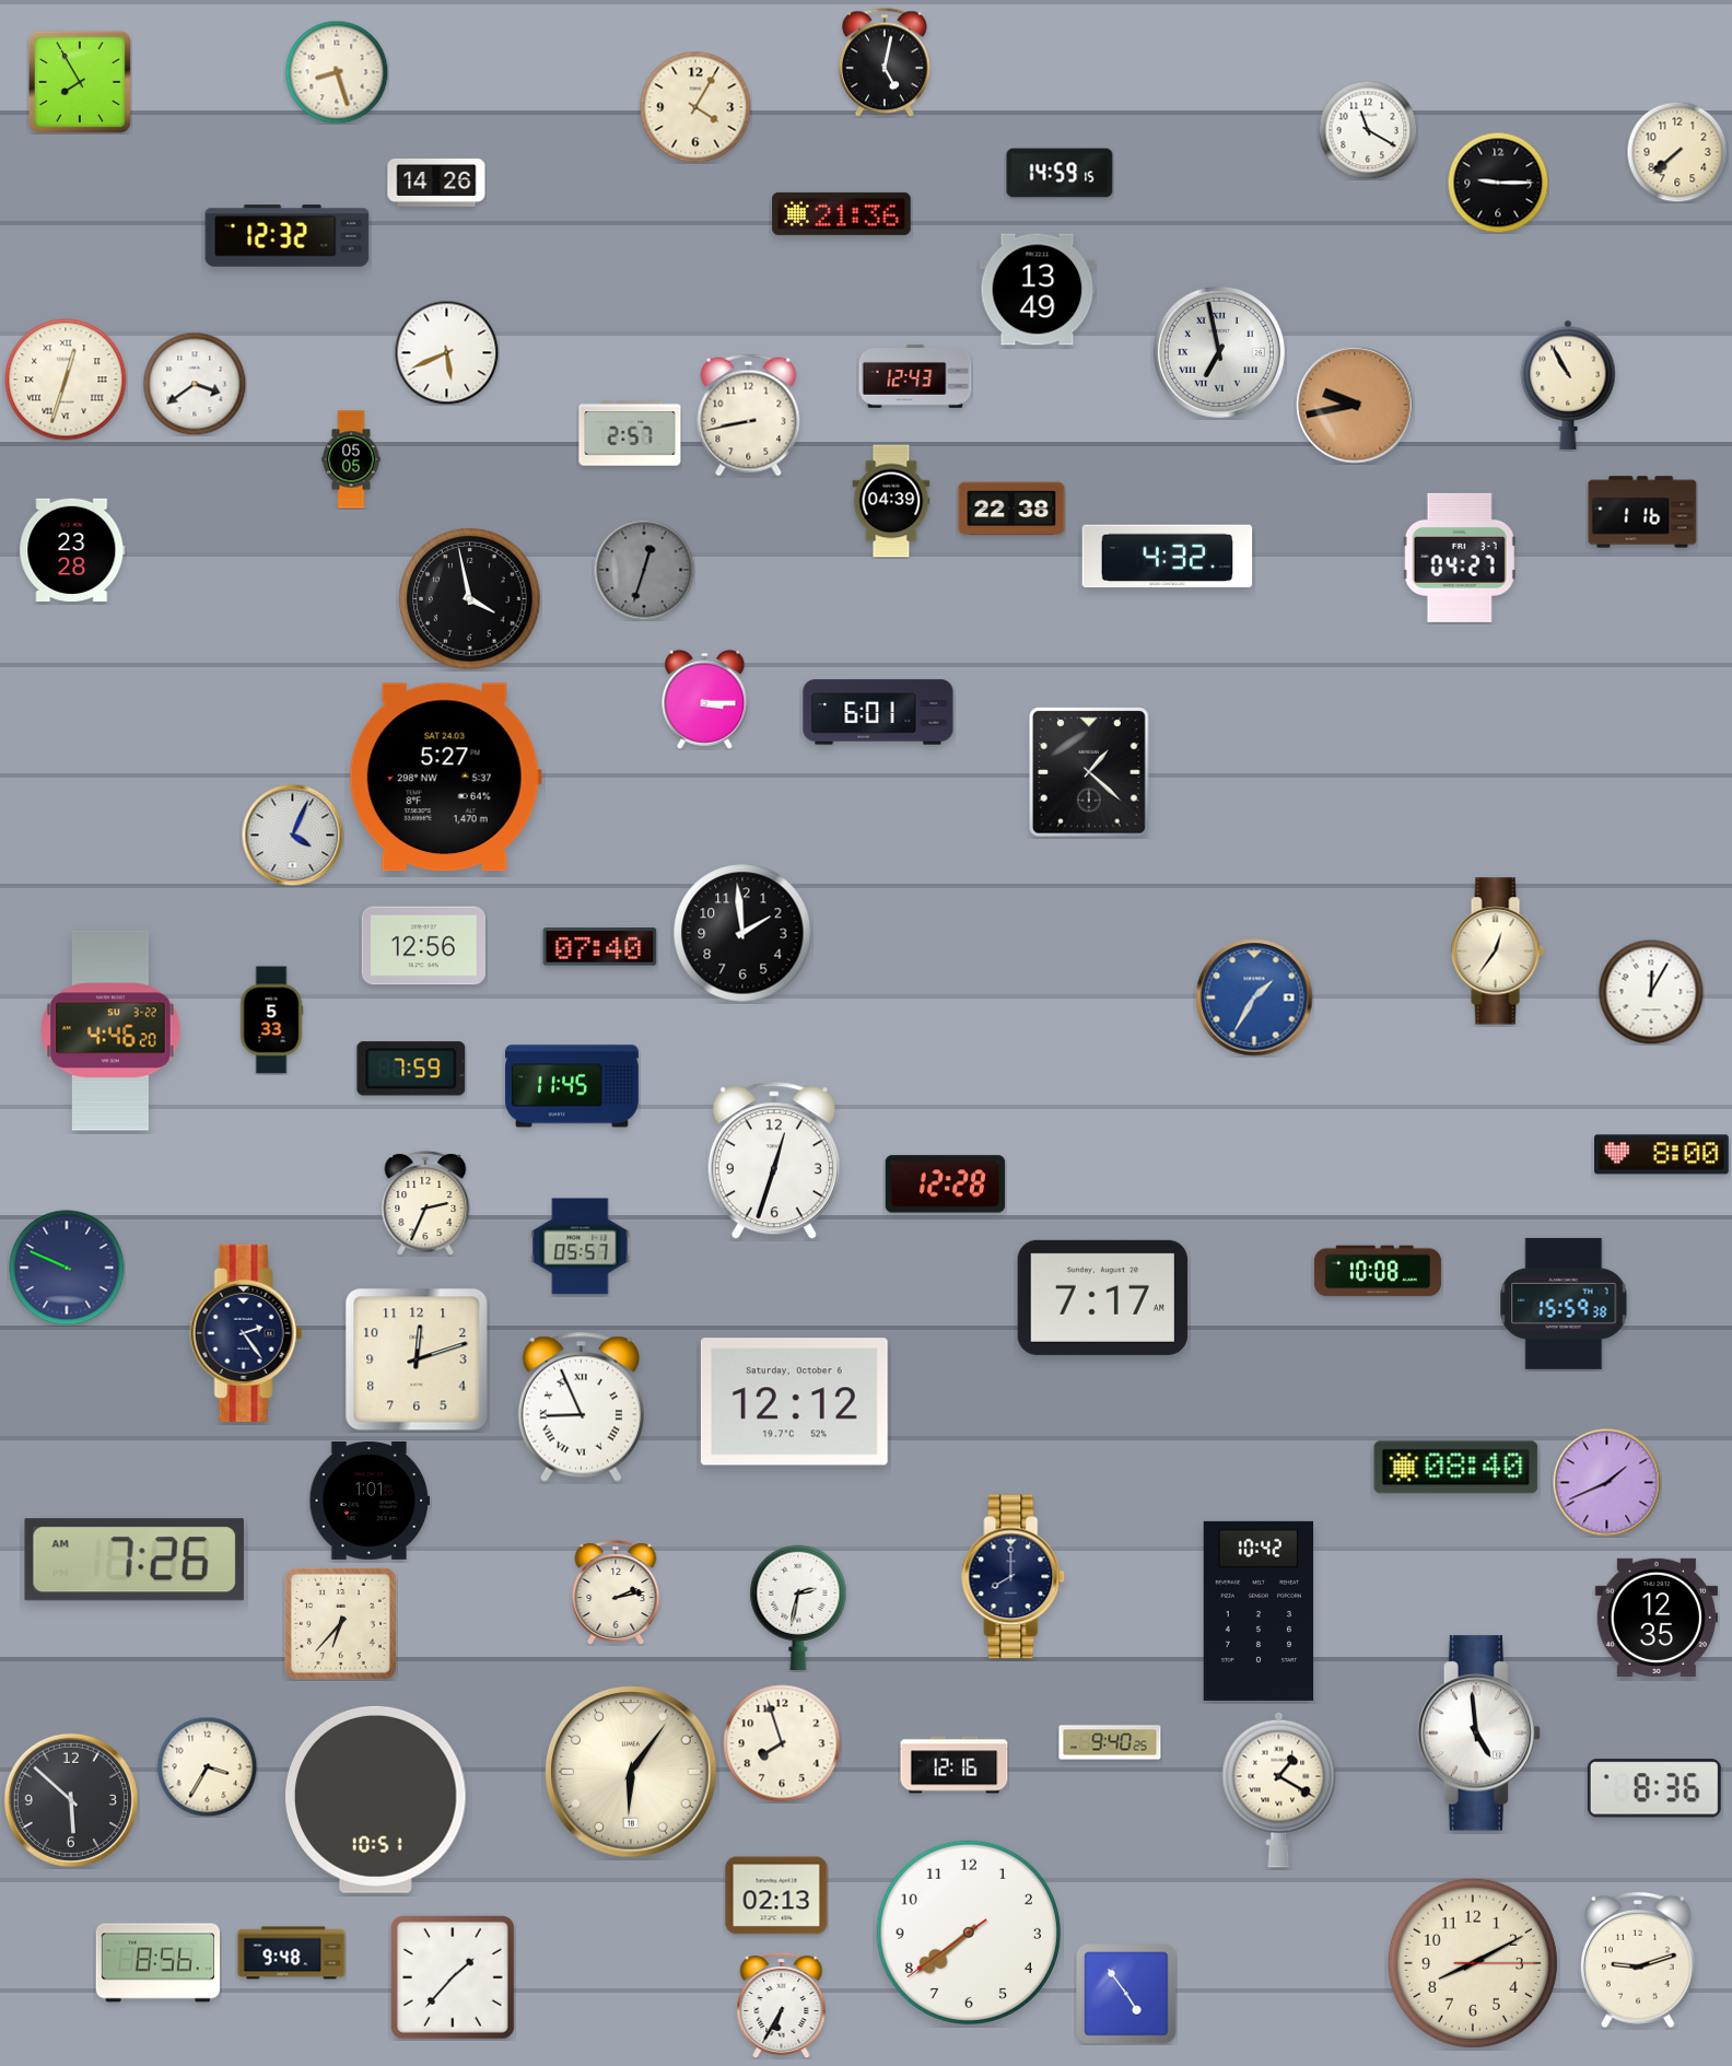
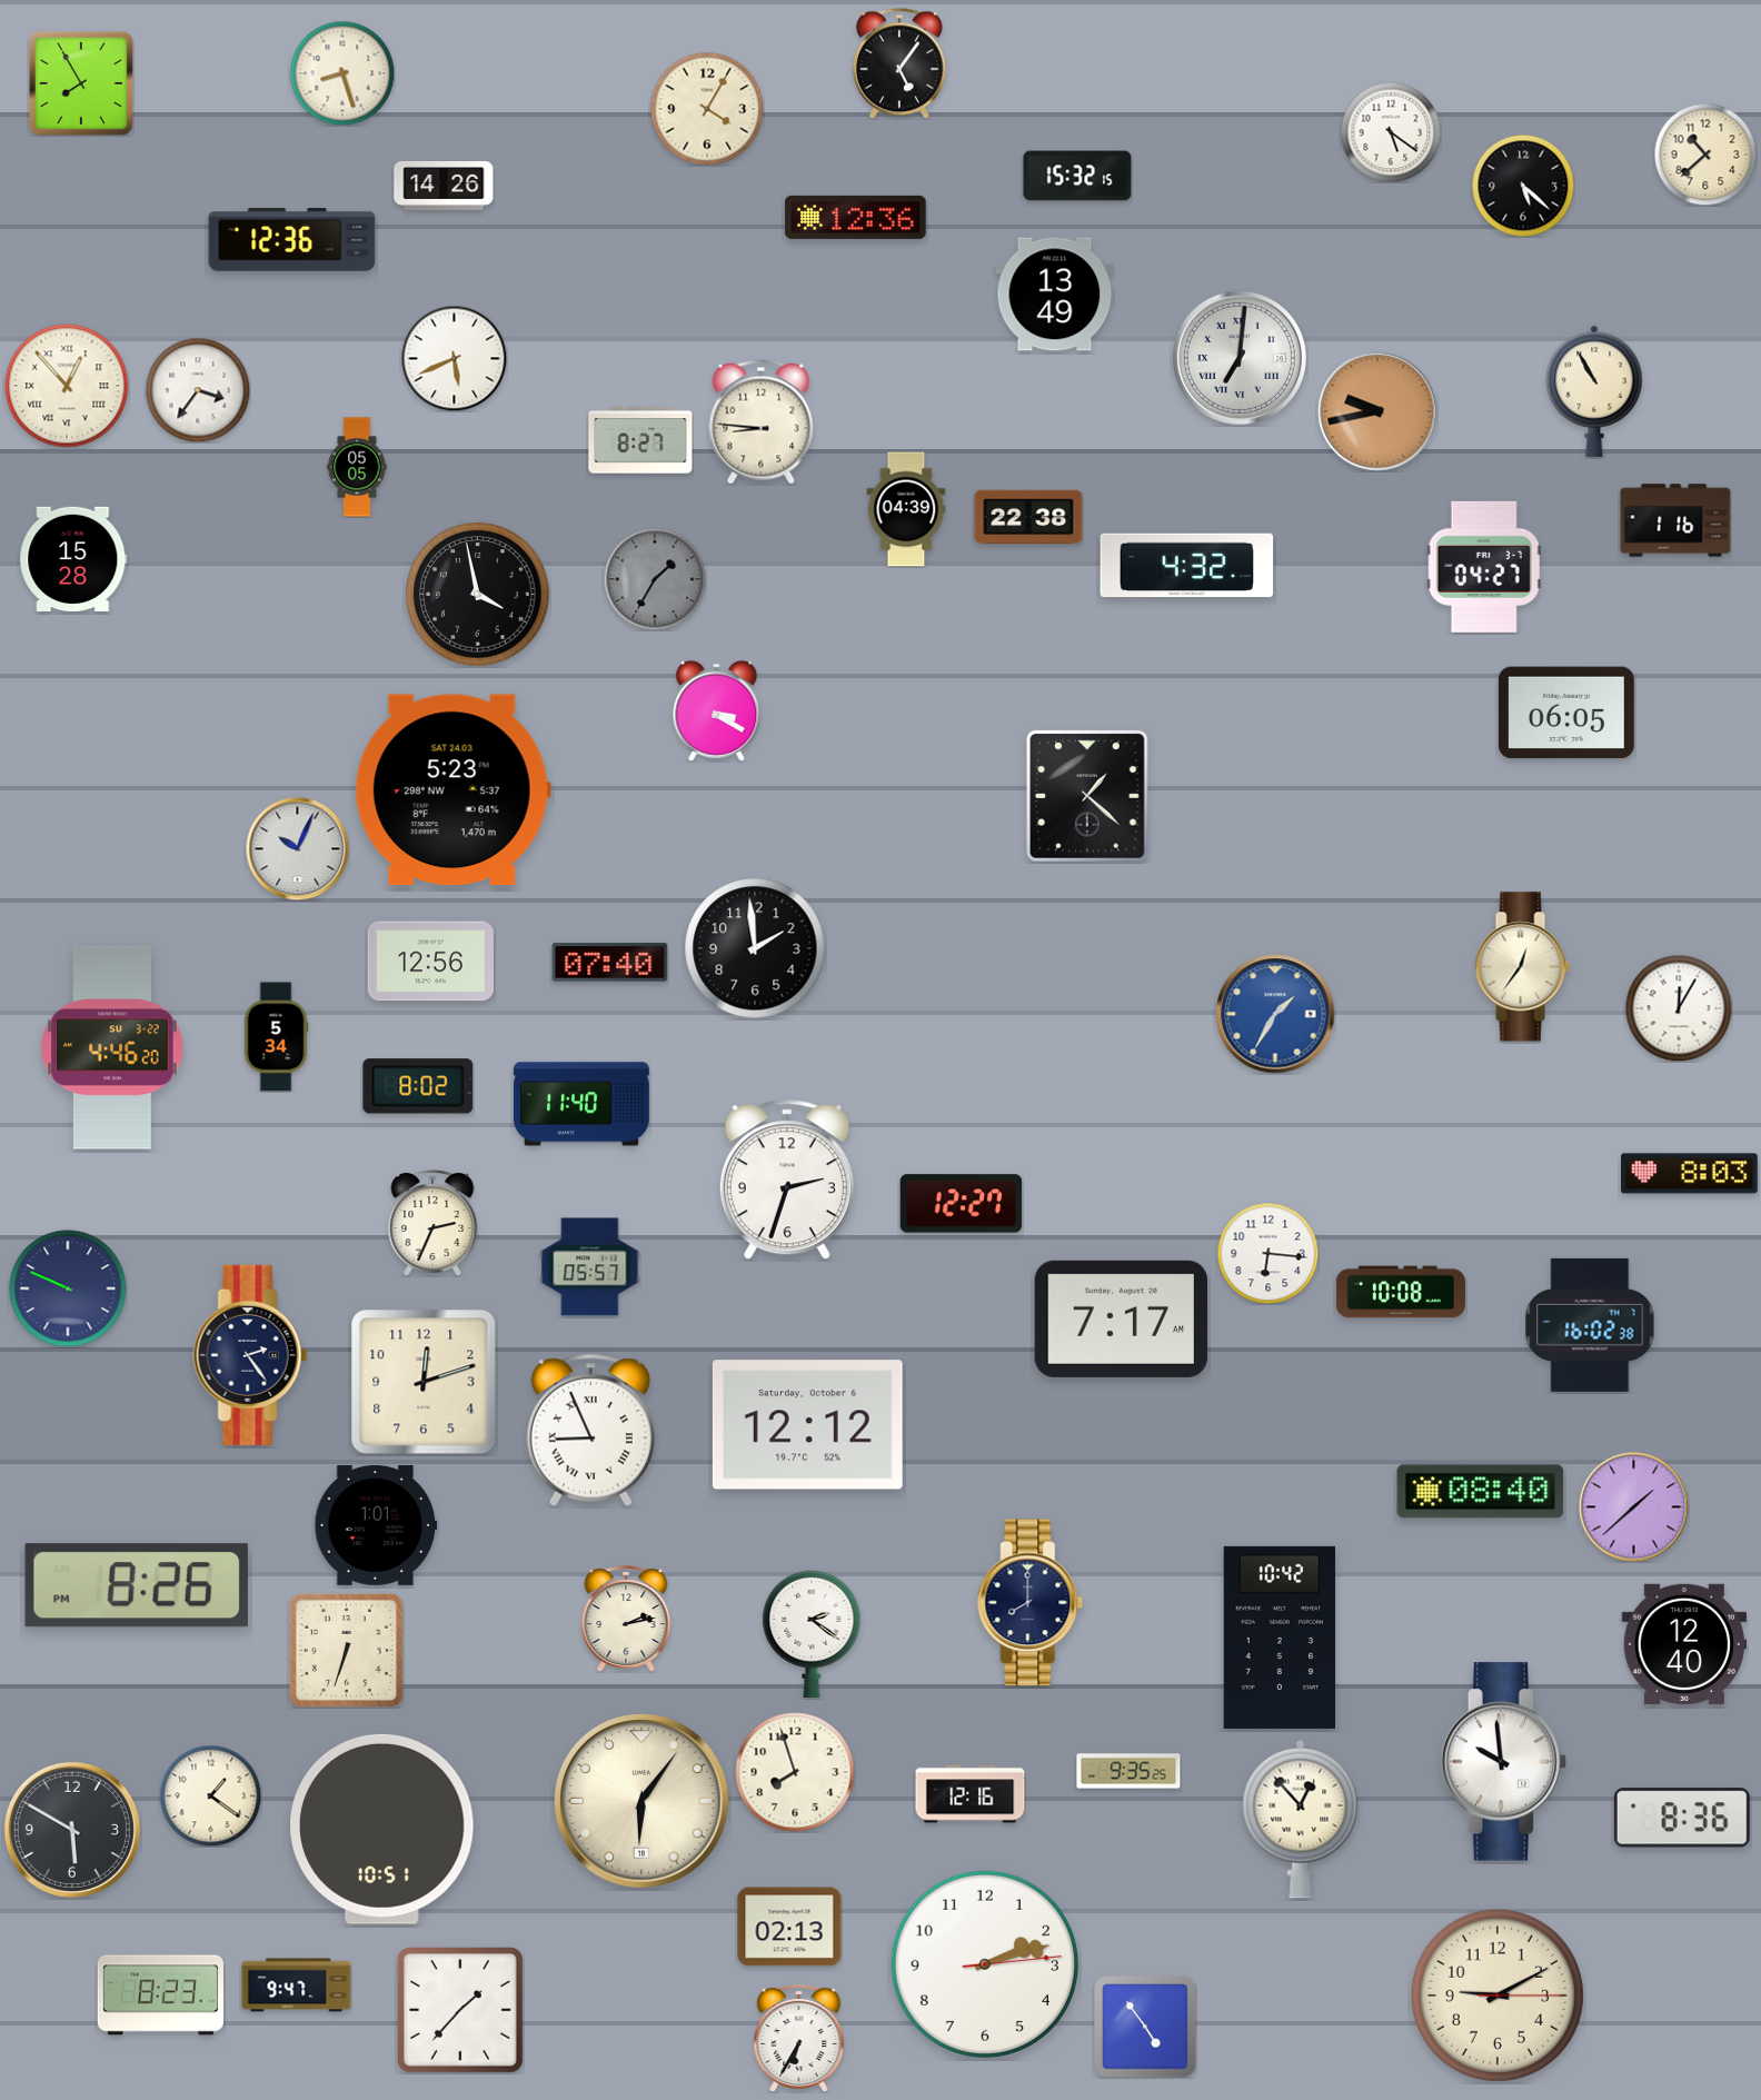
clock at (885, 62): 5:02 -> 5:06
clock at (1368, 130): 11:20 -> 5:21
clock at (1677, 152): 7:38 -> 10:38
clock at (1060, 173): 14:59 -> 15:32
clock at (1498, 183): 9:15 -> 5:22
clock at (842, 213): 21:36 -> 12:36
clock at (288, 236): 12:32 -> 12:36
clock at (1219, 352): 6:58 -> 7:01
clock at (915, 376): 12:43 -> none
clock at (66, 380): 12:33 -> 12:53
clock at (195, 384): 3:39 -> 3:36
clock at (749, 416): 8:43 -> 8:46
clock at (630, 433): 2:57 -> 8:27
clock at (1642, 512) position: (1642, 512) -> (1675, 520)
clock at (72, 550): 23:28 -> 15:28
clock at (644, 570): 12:33 -> 1:35
clock at (470, 599) position: (470, 599) -> (478, 595)
clock at (705, 699): 3:15 -> 3:20
clock at (1566, 713): none -> 06:05
clock at (878, 712): 6:01 -> none
clock at (1089, 772) position: (1089, 772) -> (1087, 796)
clock at (445, 778): 5:27 -> 5:23
clock at (292, 834): 4:04 -> 10:04
clock at (271, 1020): 5:33 -> 5:34
clock at (411, 1069): 7:59 -> 8:02
clock at (572, 1086): 11:45 -> 11:40
clock at (1662, 1155): 8:00 -> 8:03
clock at (774, 1162): 12:33 -> 2:33
clock at (946, 1184): 12:28 -> 12:27
clock at (1267, 1253): none -> 6:16
clock at (1564, 1304): 15:59 -> 16:02
clock at (1607, 1483): 1:41 -> 1:38
clock at (134, 1560): 7:26 -> 8:26
clock at (798, 1608): 2:32 -> 2:21
clock at (1655, 1618): 12:35 -> 12:40
clock at (340, 1623): 6:37 -> 6:33
clock at (1479, 1734): 4:59 -> 9:59
clock at (1110, 1742): 9:40 -> 9:35
clock at (207, 1766): 3:35 -> 1:21
clock at (1279, 1789): 1:20 -> 12:53
clock at (71, 1800): 5:52 -> 5:50
clock at (969, 1933): 7:38 -> 2:12
clock at (292, 1953): 9:48 -> 9:47
clock at (1638, 1960): 9:12 -> none
clock at (157, 1963): 8:56 -> 8:23
clock at (1473, 1963): 8:10 -> 9:10
clock at (782, 2005) position: (782, 2005) -> (799, 2038)
